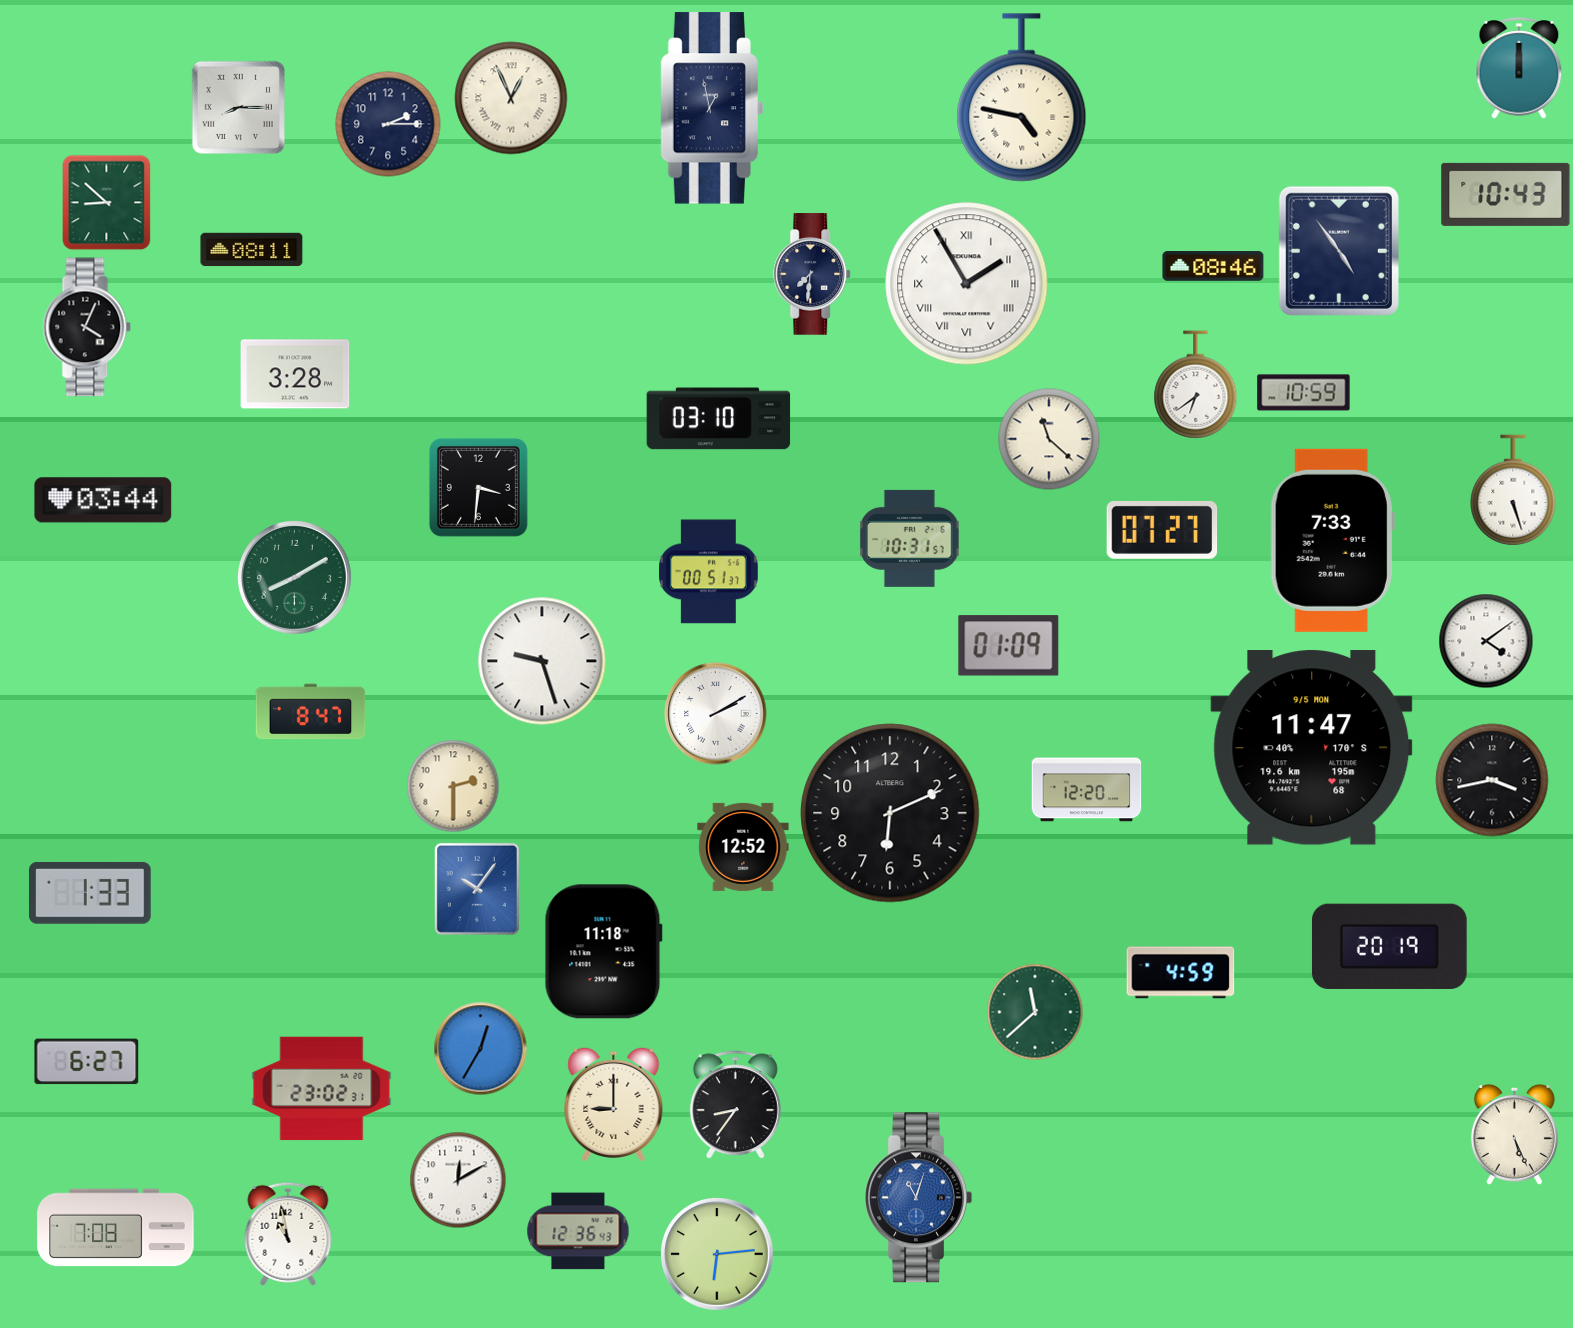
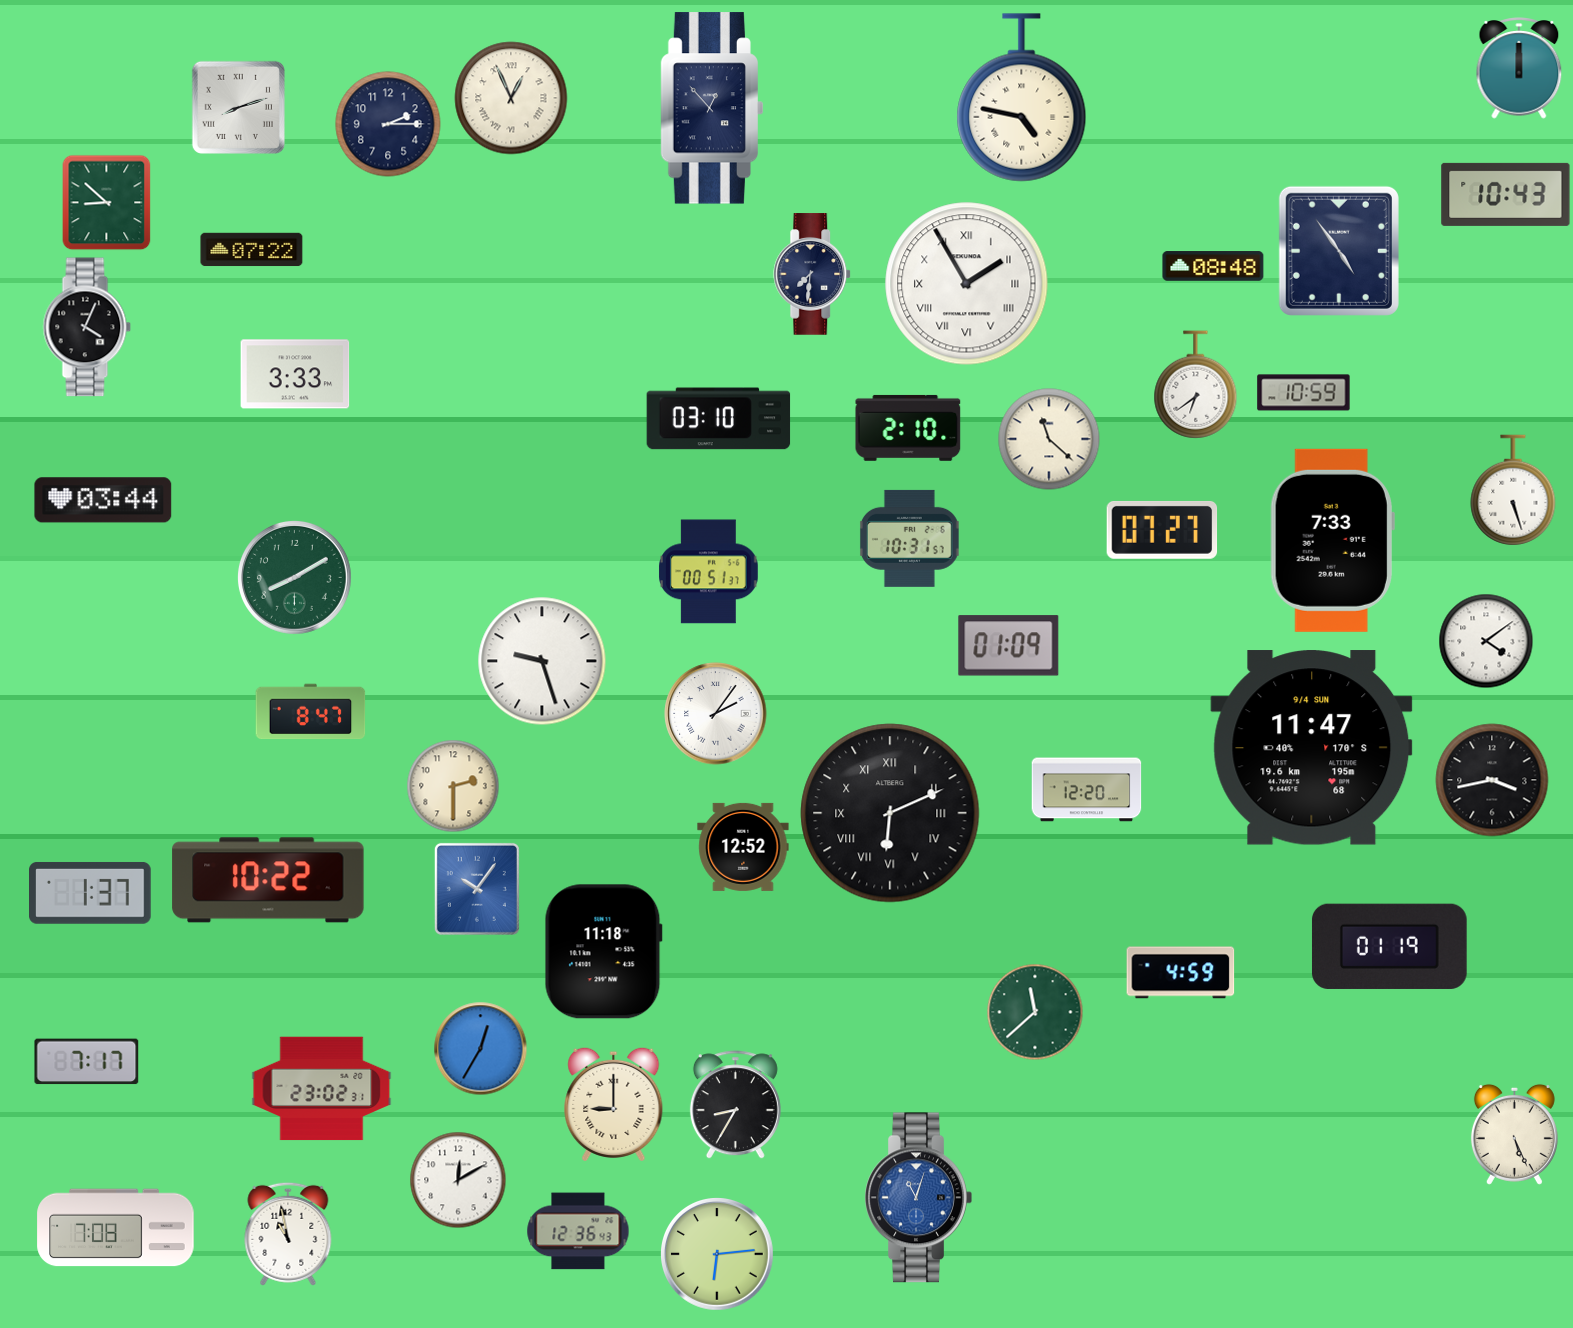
clock at (238, 107): 8:15 -> 8:12
clock at (712, 108): 12:58 -> 12:53
clock at (252, 250): 08:11 -> 07:22
clock at (1213, 266): 08:46 -> 08:48
clock at (295, 374): 3:28 -> 3:33
clock at (908, 428): none -> 2:10
clock at (478, 487): 3:31 -> none
clock at (716, 714): 2:10 -> 2:06
clock at (1312, 748) date: 9/5 MON -> 9/4 SUN
clock at (890, 813) numerals: Arabic -> Roman
clock at (268, 880): none -> 10:22
clock at (91, 893): 1:33 -> 1:37
clock at (1389, 946): 20:19 -> 01:19
clock at (87, 1062): 6:27 -> 7:17
clock at (735, 1105): 8:36 -> 8:35
